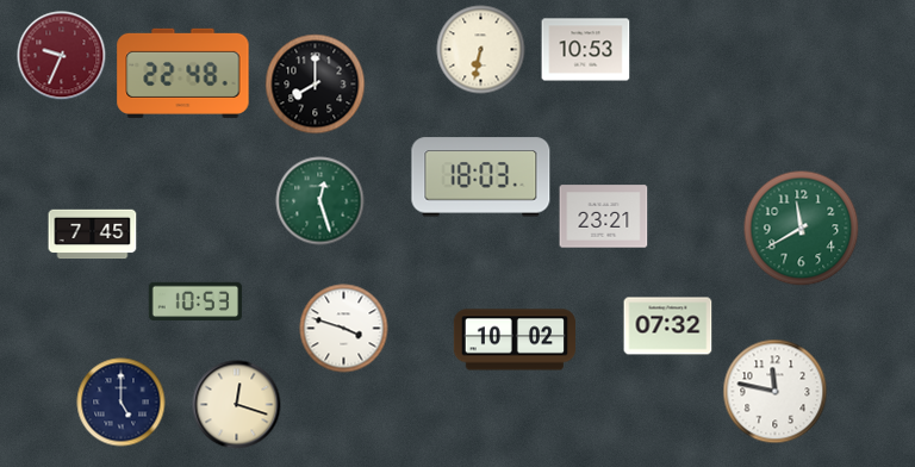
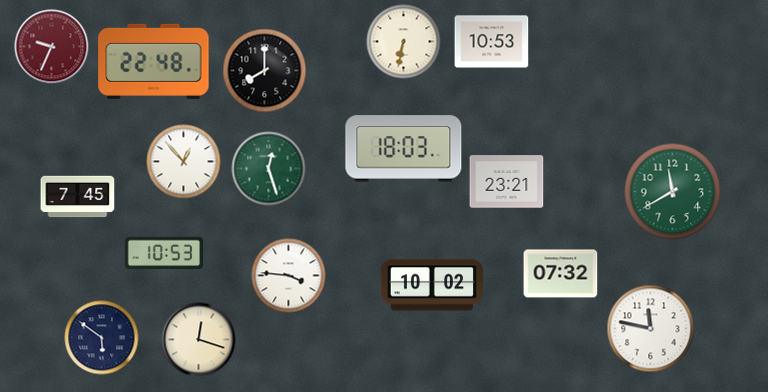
clock at (184, 162): none -> 12:53
clock at (344, 329): 3:48 -> 3:46
clock at (122, 403): 5:00 -> 5:51
